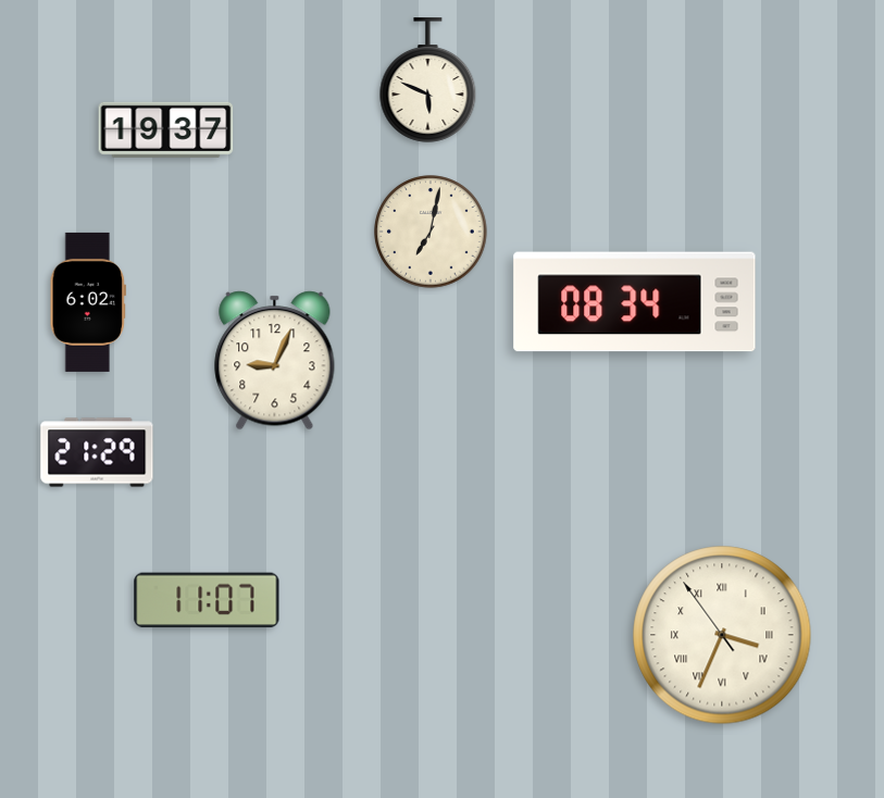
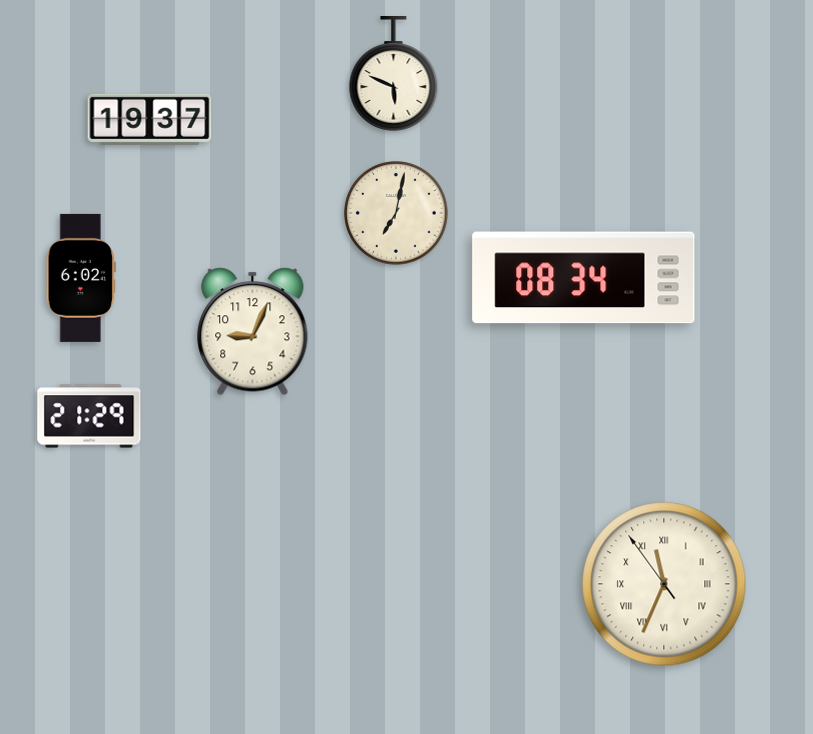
clock at (166, 129) position: (166, 129) -> (150, 119)
clock at (207, 600): 11:07 -> none
clock at (722, 635): 3:33 -> 11:33
